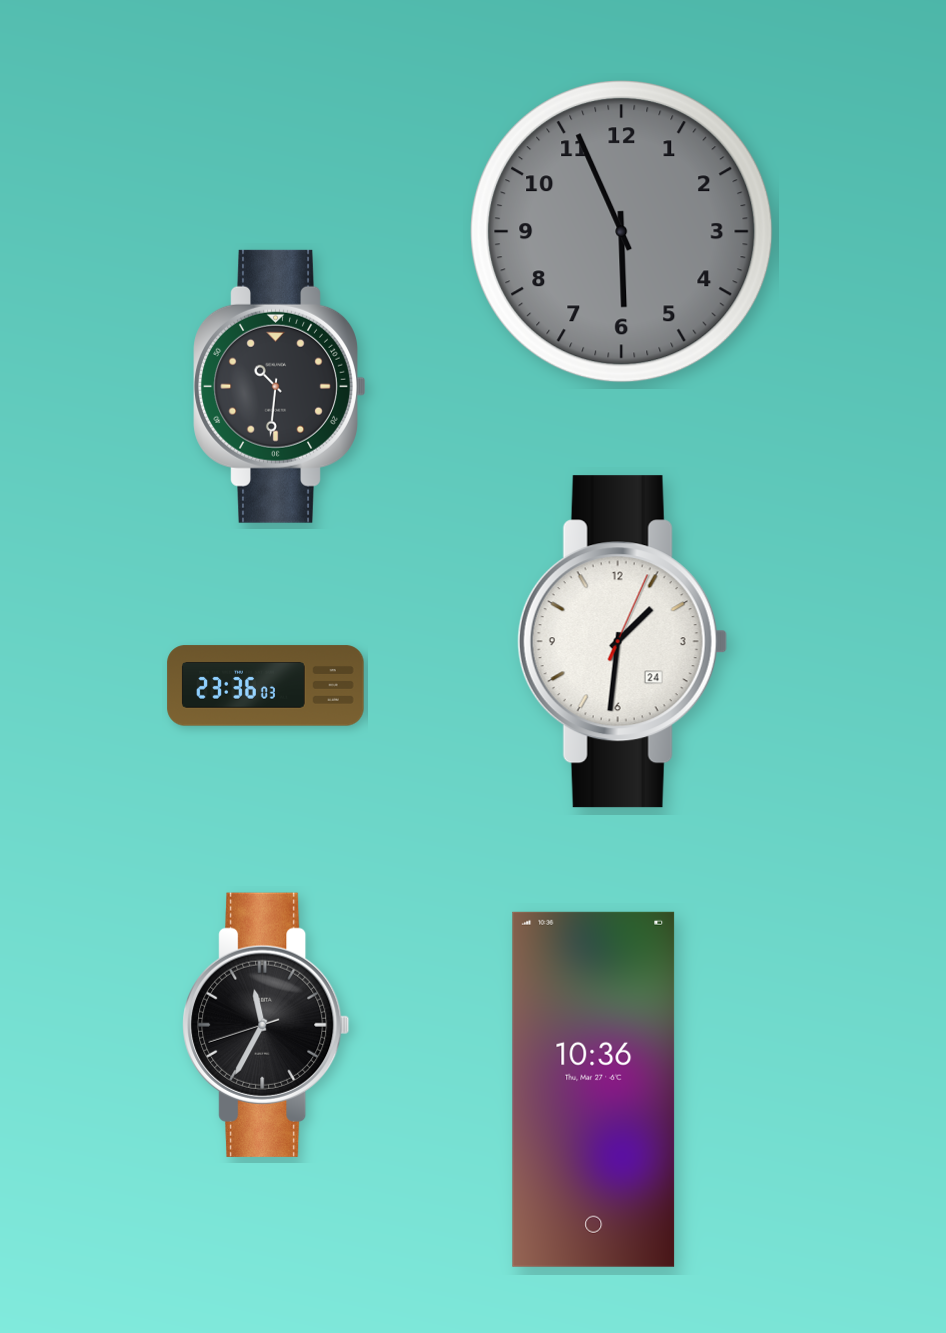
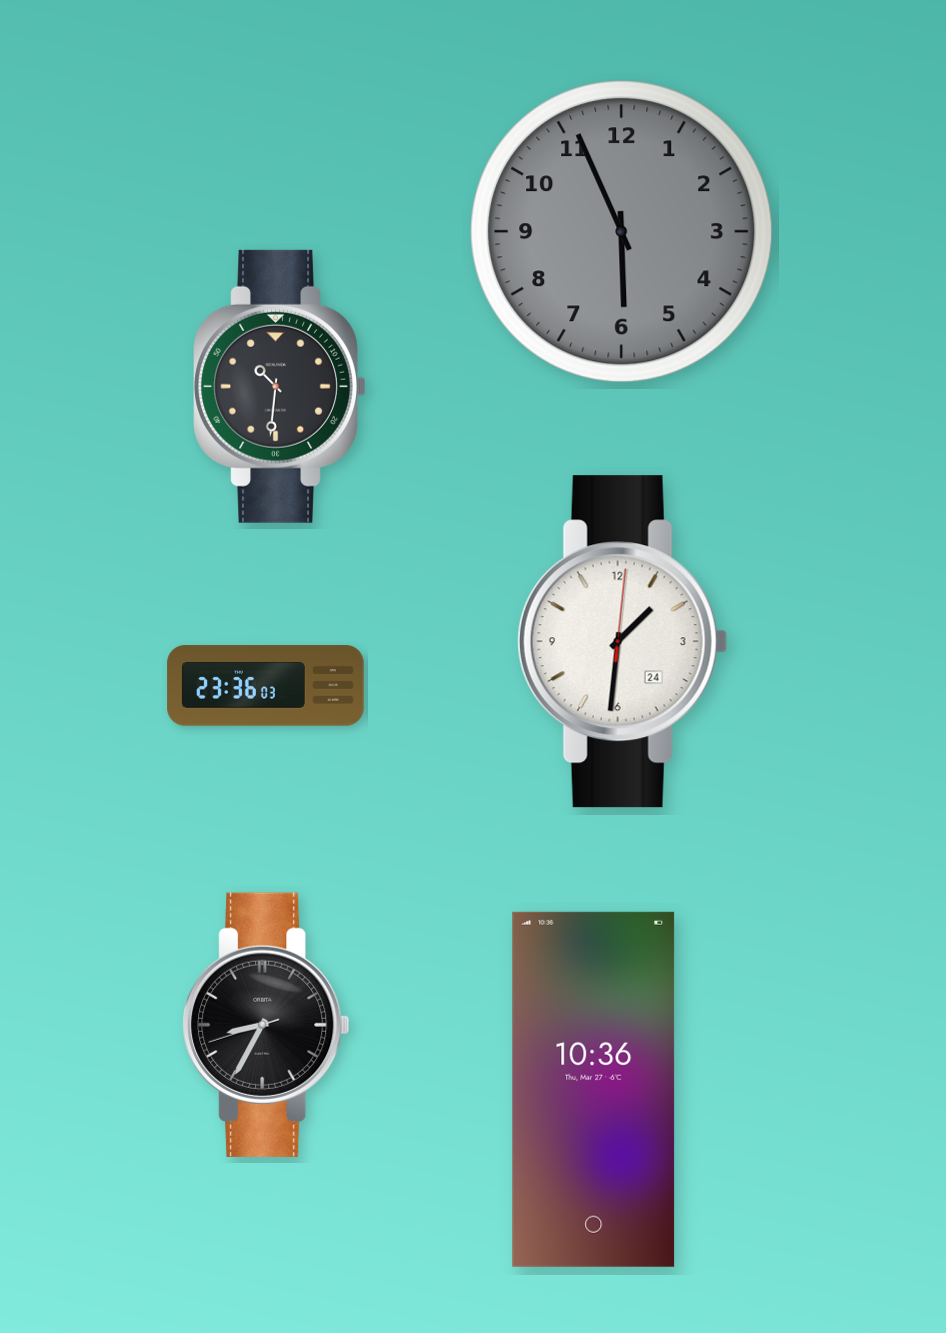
clock at (622, 642): 1:31:04 -> 1:31:01
clock at (266, 1025): 11:34 -> 8:34
